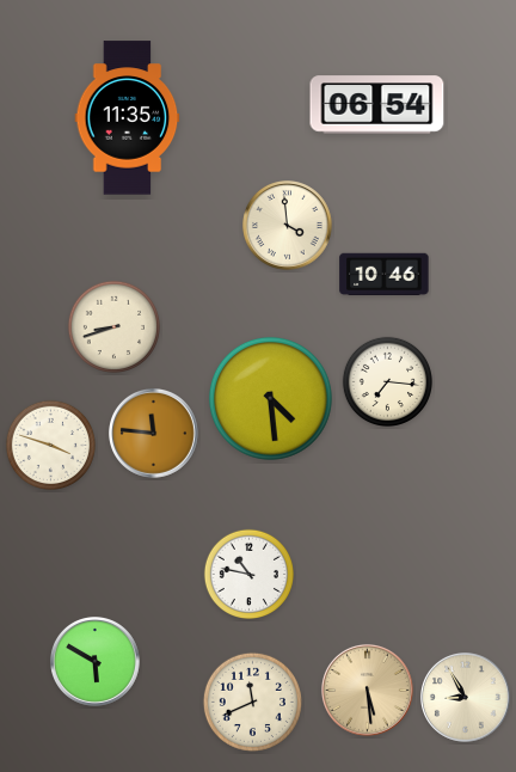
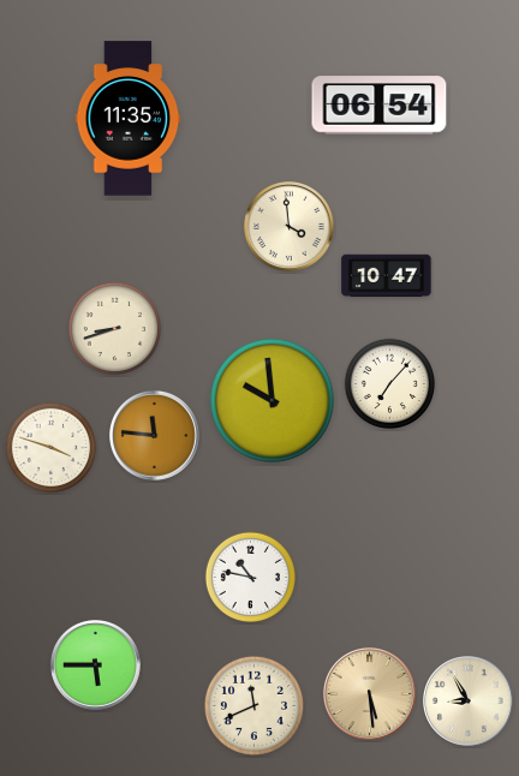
clock at (385, 275): 10:46 -> 10:47
clock at (387, 381): 7:16 -> 7:07
clock at (270, 398): 4:29 -> 9:59
clock at (96, 662): 5:50 -> 5:45
